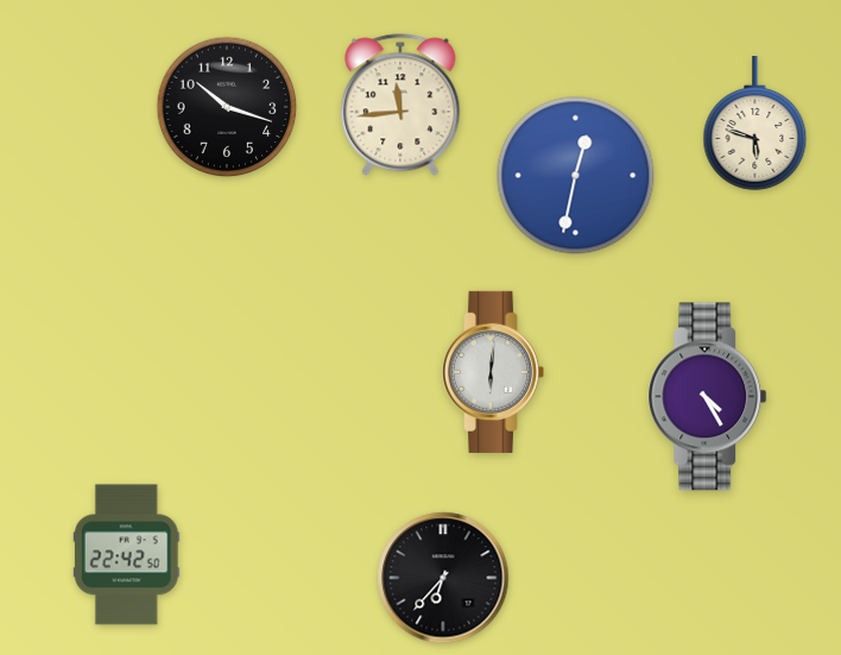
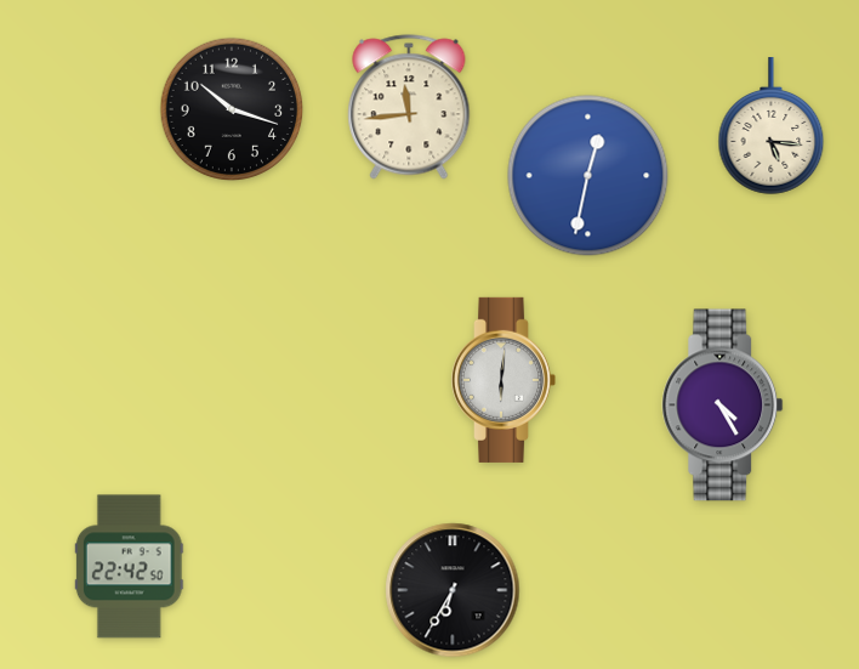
clock at (755, 124): 5:48 -> 5:16
clock at (576, 176) position: (576, 176) -> (588, 176)
clock at (443, 578): 6:37 -> 6:35
